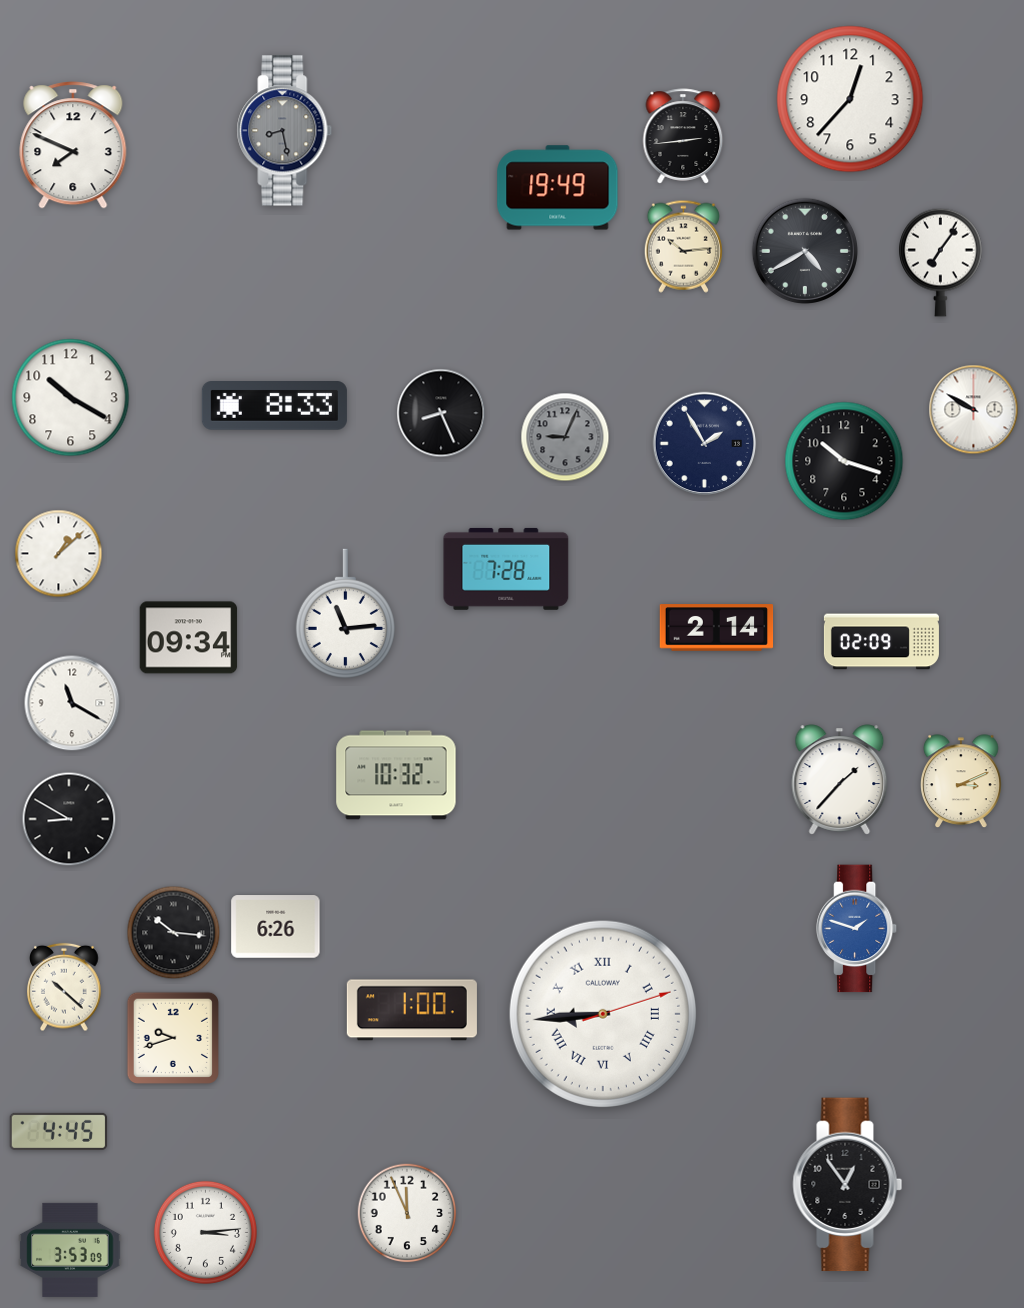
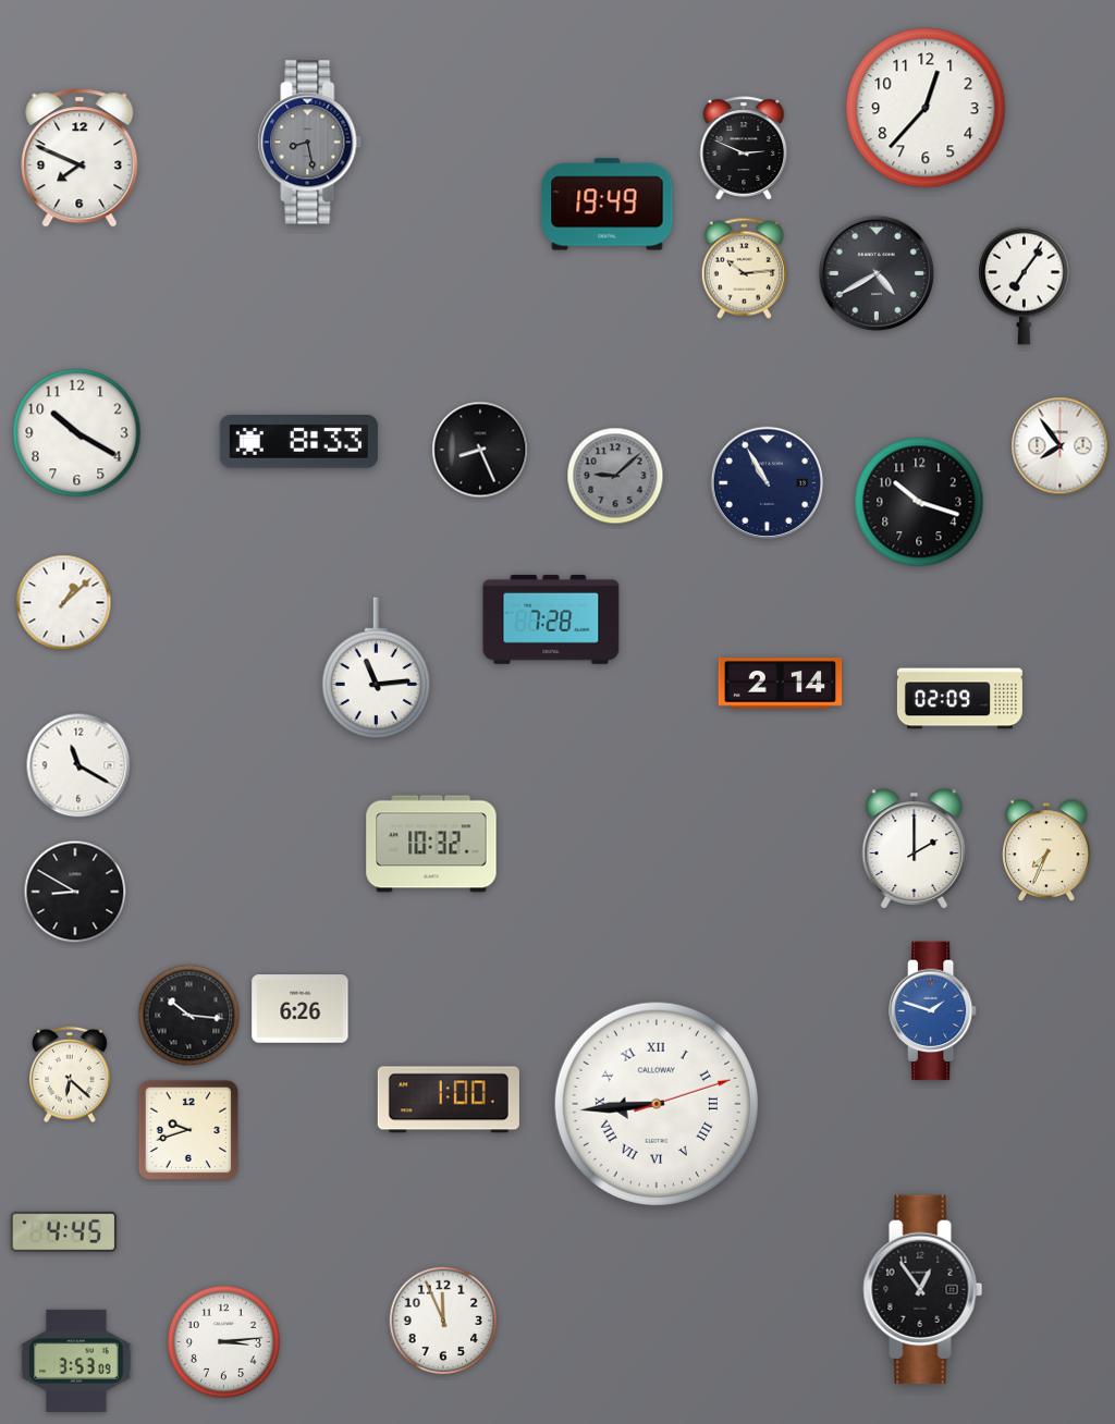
clock at (683, 136): 2:44 -> 2:49
clock at (974, 410): 9:50 -> 7:54
clock at (565, 437): 9:04 -> 9:08
clock at (705, 444): 1:55 -> 10:55
clock at (189, 638): 09:34 -> none
clock at (840, 780): 1:37 -> 2:00
clock at (962, 782): 3:11 -> 7:34
clock at (64, 987): 10:22 -> 6:22
